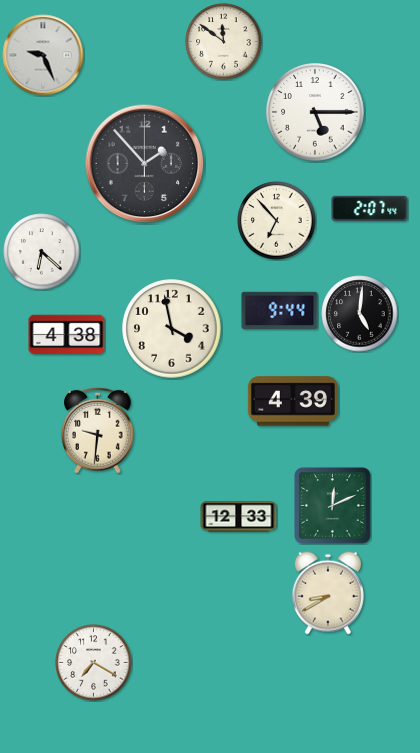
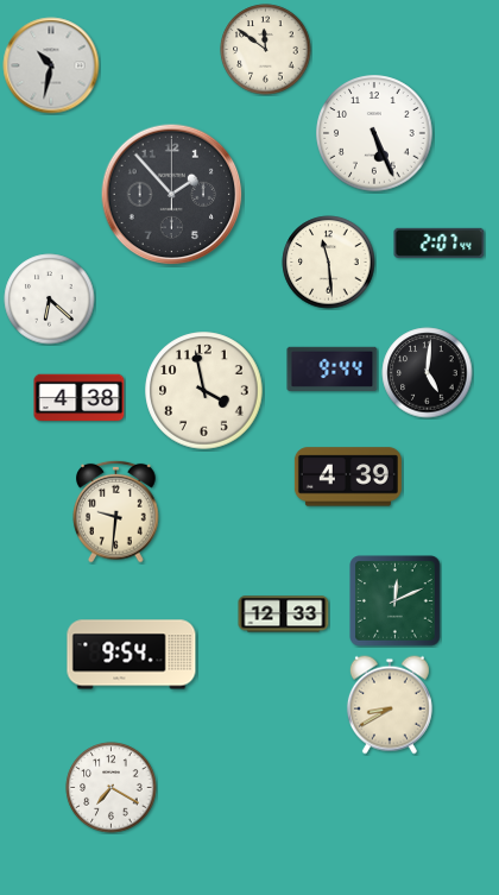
clock at (43, 55): 9:26 -> 10:32
clock at (315, 112): 5:15 -> 5:26
clock at (370, 208) position: (370, 208) -> (440, 242)
clock at (277, 221): 6:53 -> 11:29
clock at (132, 655): none -> 9:54
